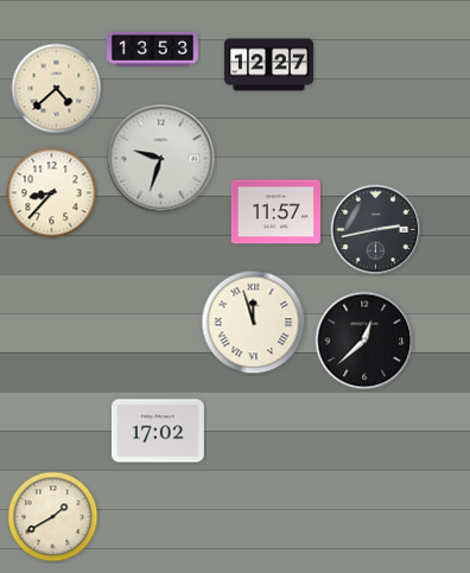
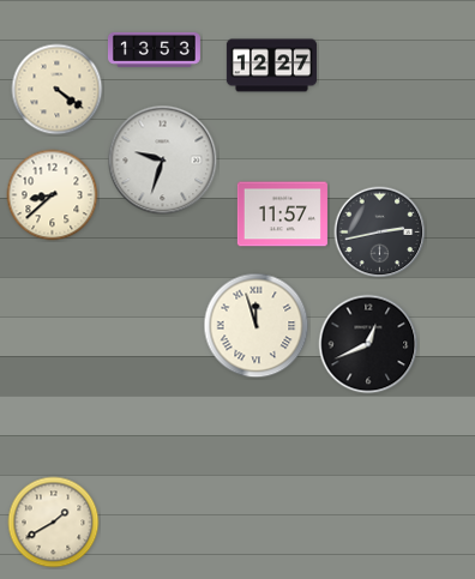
clock at (57, 89): 4:38 -> 4:21
clock at (52, 193): 8:37 -> 8:38
clock at (275, 212) position: (275, 212) -> (282, 215)
clock at (364, 340): 12:38 -> 12:41
clock at (158, 431): 17:02 -> none
